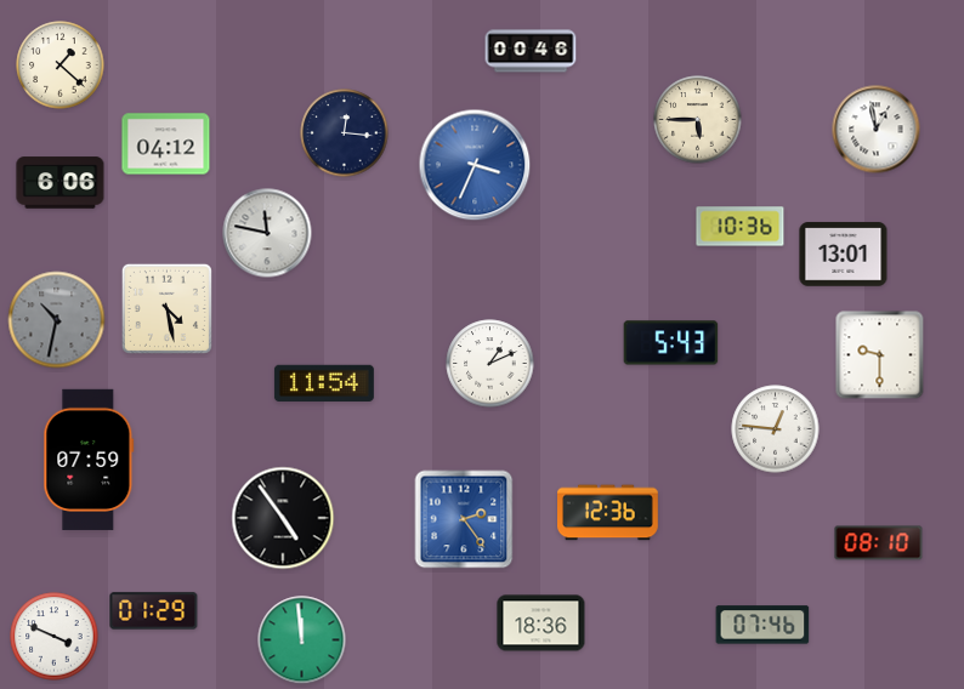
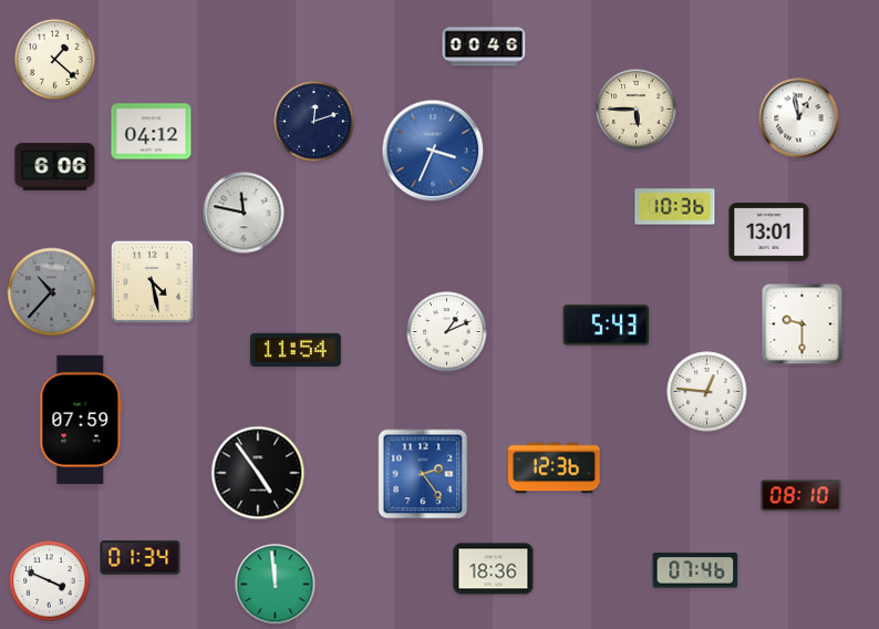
clock at (345, 133): 12:16 -> 12:12
clock at (57, 320): 10:32 -> 10:37
clock at (671, 343) position: (671, 343) -> (607, 326)
clock at (154, 611): 01:29 -> 01:34
